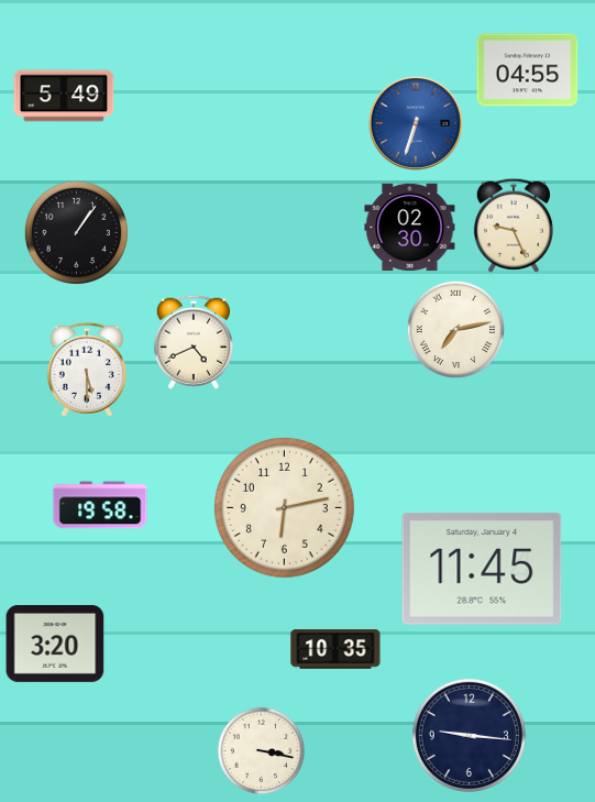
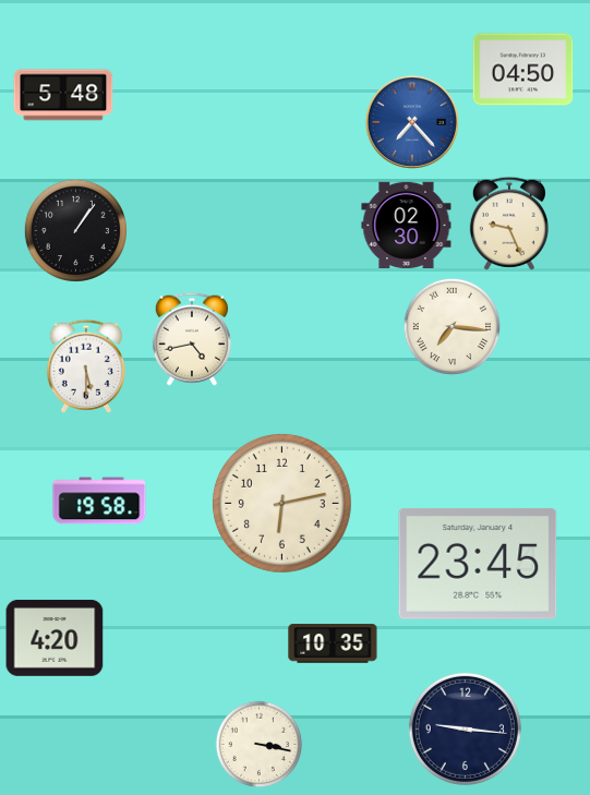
clock at (528, 70): 04:55 -> 04:50
clock at (64, 96): 5:49 -> 5:48
clock at (416, 123): 6:33 -> 7:23
clock at (455, 329): 7:13 -> 7:16
clock at (194, 342): 4:41 -> 4:43
clock at (482, 569): 11:45 -> 23:45
clock at (55, 644): 3:20 -> 4:20
